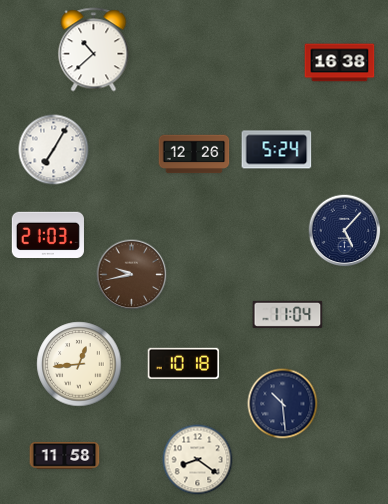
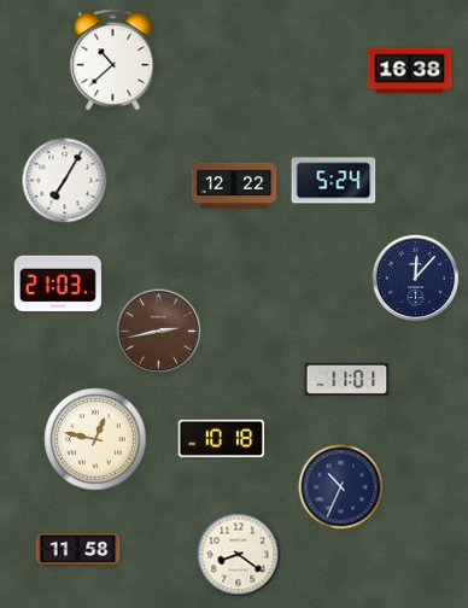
clock at (340, 63) position: (340, 63) -> (410, 71)
clock at (194, 154): 12:26 -> 12:22
clock at (345, 231): 5:07 -> 12:07
clock at (132, 275): 9:43 -> 2:43
clock at (288, 314): 11:04 -> 11:01
clock at (79, 364): 12:44 -> 12:47
clock at (283, 404): 10:29 -> 10:34
